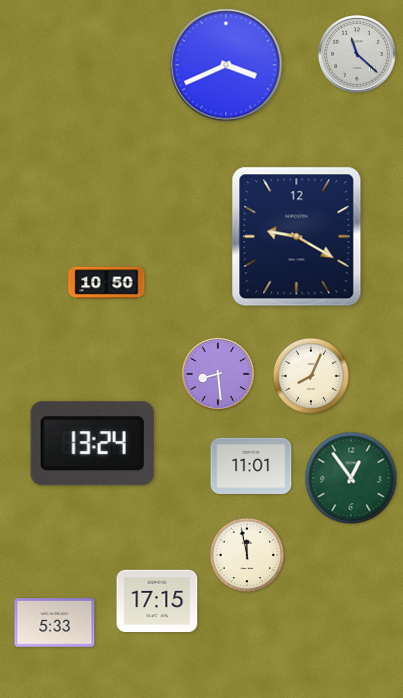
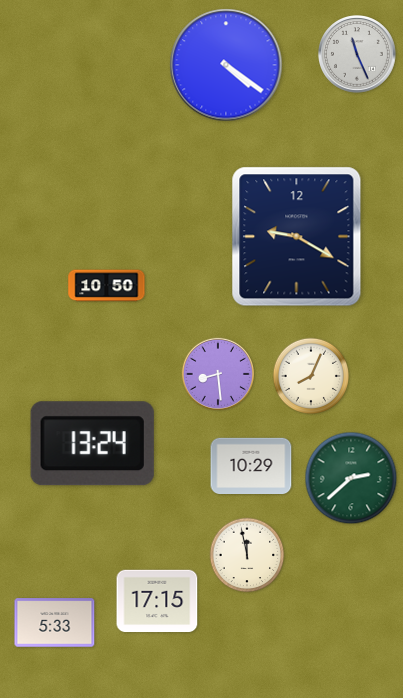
clock at (357, 54): 11:22 -> 11:26
clock at (226, 65): 3:41 -> 4:21
clock at (107, 283) position: (107, 283) -> (107, 286)
clock at (251, 466): 11:01 -> 10:29
clock at (351, 478): 12:54 -> 2:38
